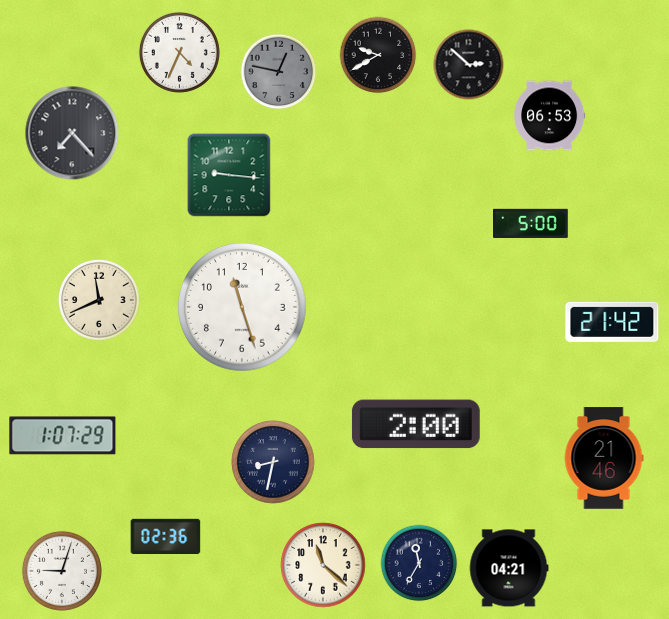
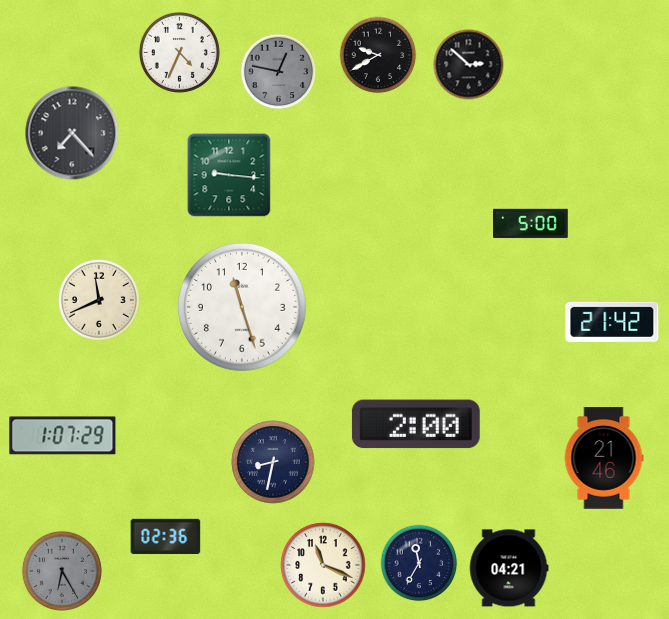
clock at (550, 116): 06:53 -> none
clock at (323, 565): 11:22 -> 11:19
clock at (62, 571): 9:03 -> 6:25
clock at (62, 571) dial: white -> grey
